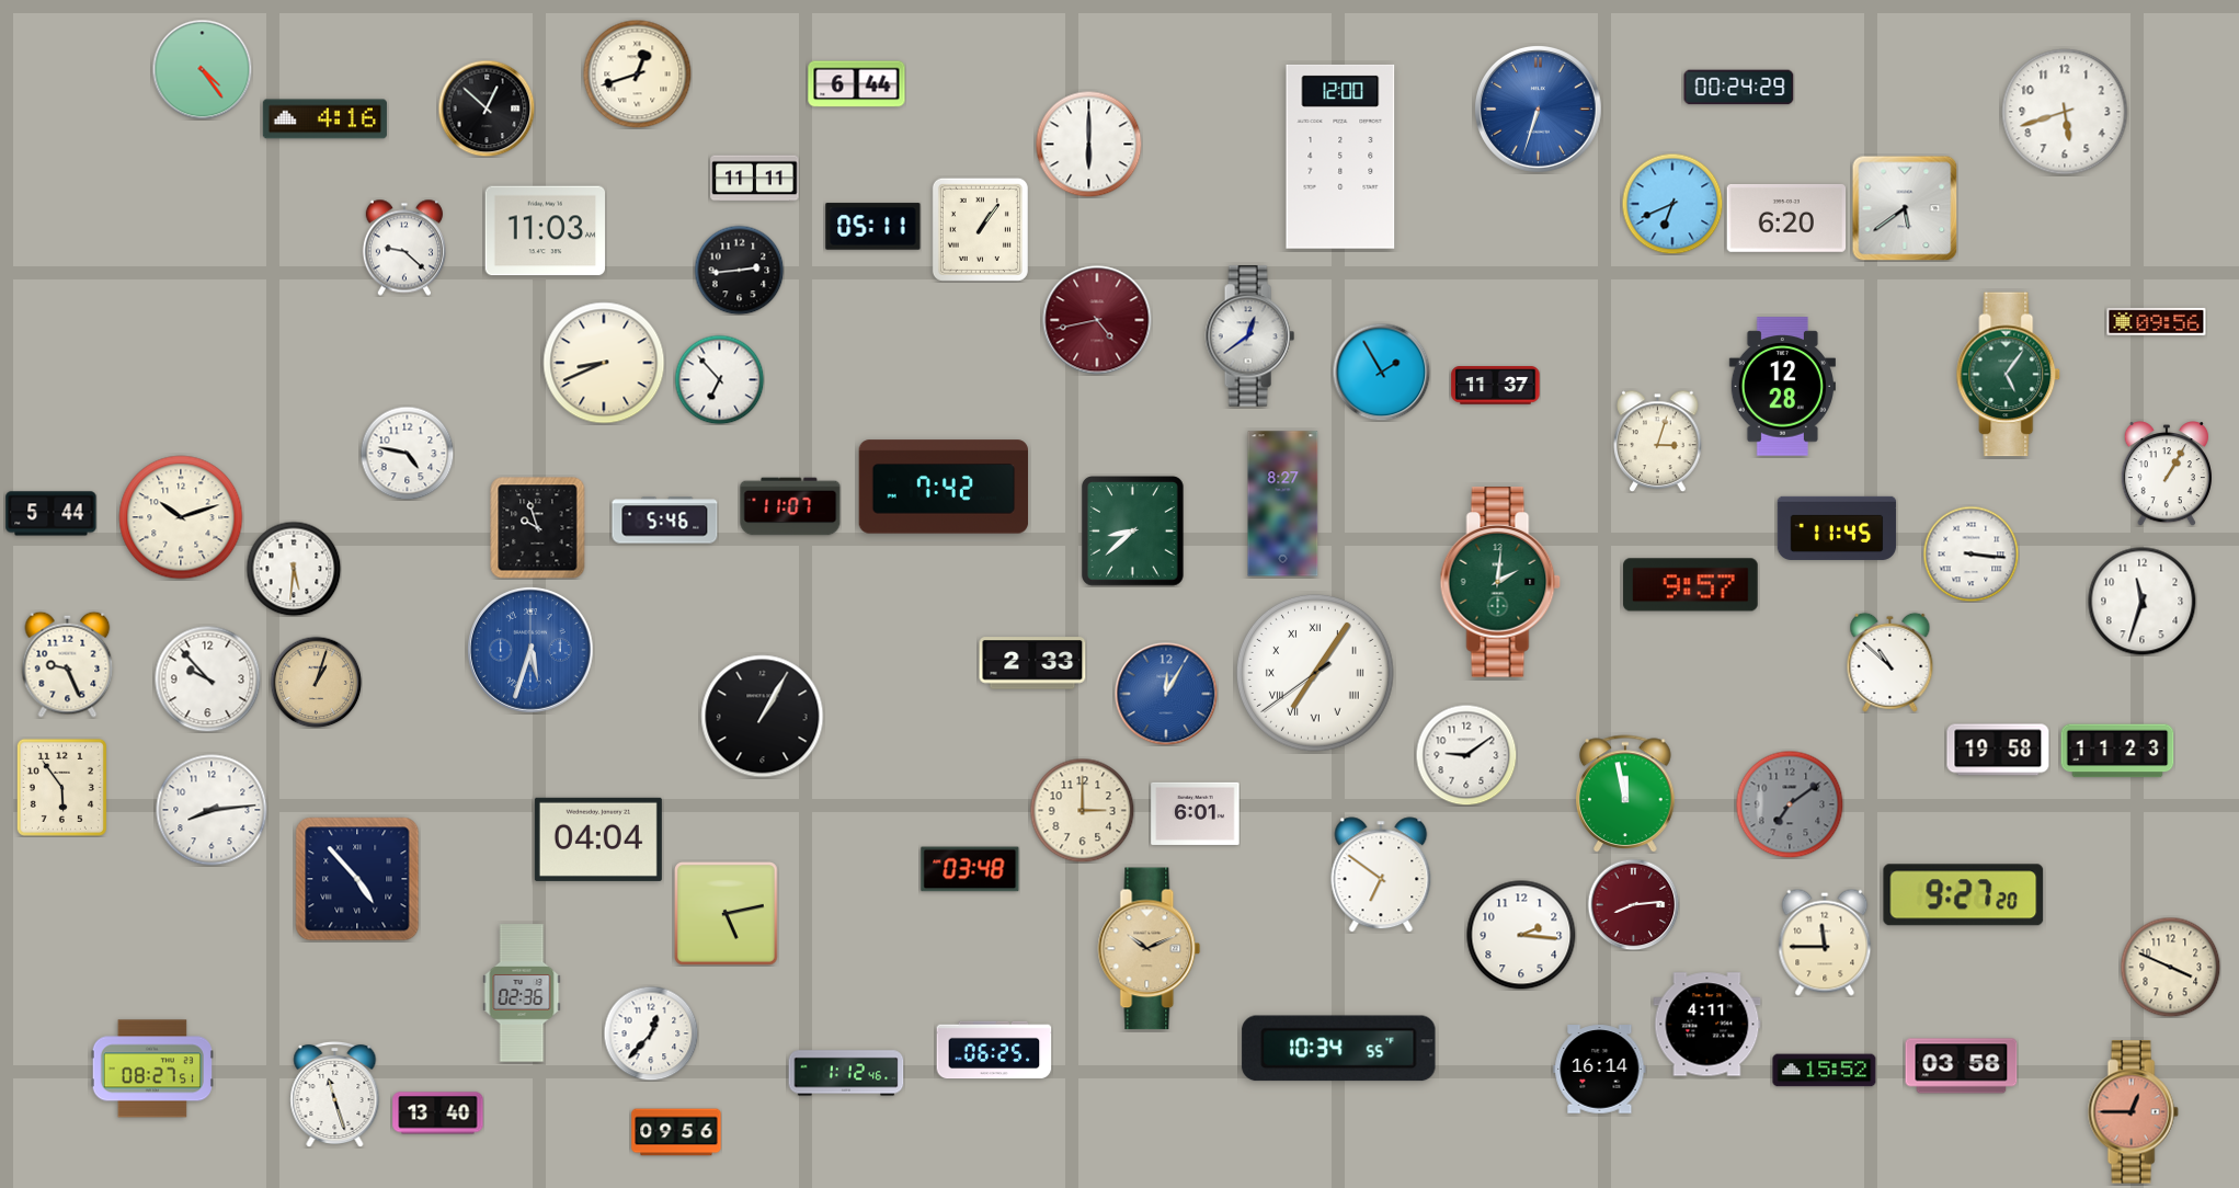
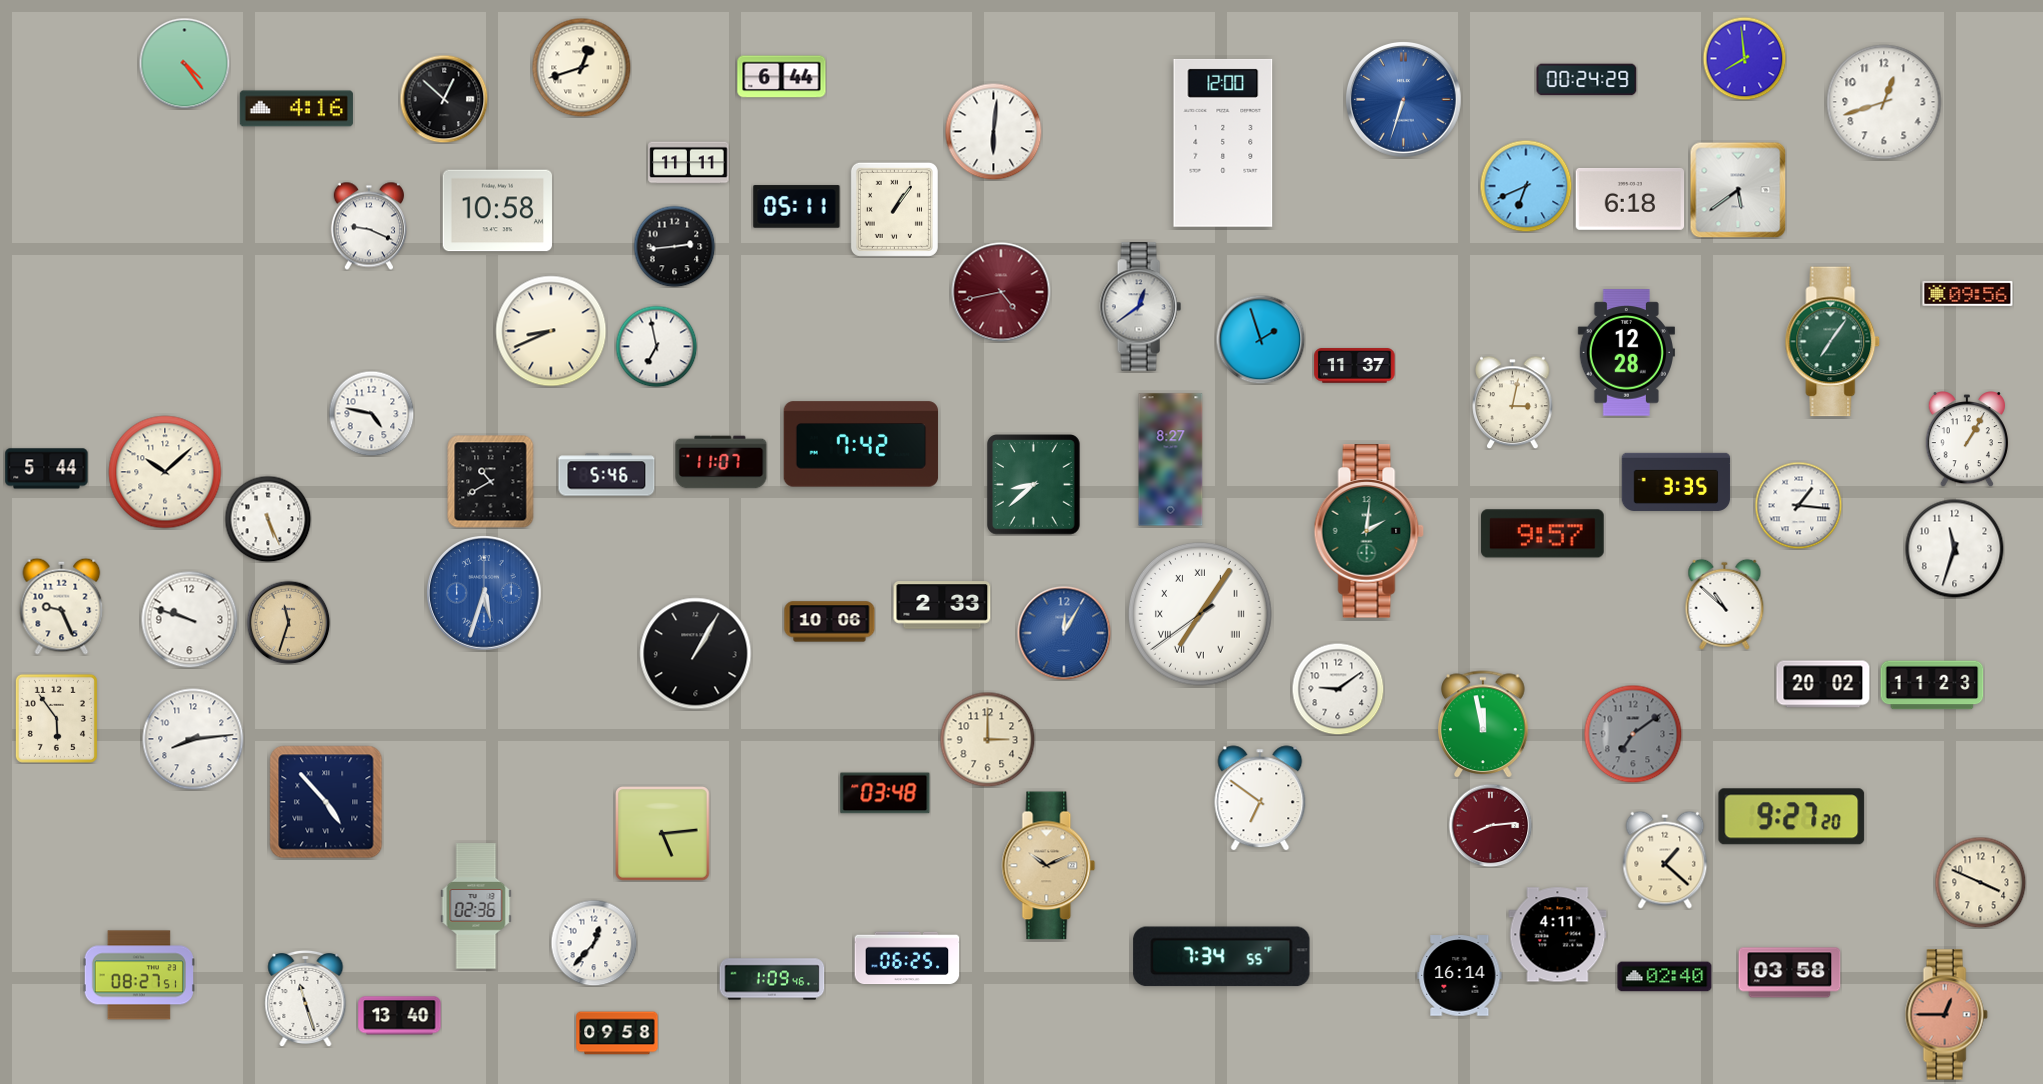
clock at (1744, 58): none -> 7:59
clock at (2065, 112): 5:42 -> 12:42
clock at (1088, 144): 6:00 -> 6:01
clock at (1786, 218): 6:20 -> 6:18
clock at (545, 231): 11:03 -> 10:58
clock at (404, 248): 9:22 -> 9:19
clock at (1381, 372): 1:55 -> 1:57
clock at (2009, 375): 5:06 -> 7:06
clock at (719, 379): 6:53 -> 6:58
clock at (1496, 386) position: (1496, 386) -> (1355, 366)
clock at (1658, 441): 3:03 -> 3:02
clock at (2167, 473) position: (2167, 473) -> (1967, 439)
clock at (181, 517): 10:12 -> 10:08
clock at (538, 528): 9:57 -> 10:40
clock at (1837, 528): 11:45 -> 3:35
clock at (1970, 553): 3:16 -> 1:16
clock at (294, 569): 5:31 -> 5:26
clock at (207, 678): 9:53 -> 9:48
clock at (316, 682): 1:03 -> 11:33
clock at (830, 622): none -> 10:06
clock at (1998, 750): 19:58 -> 20:02
clock at (1196, 813): 6:01 -> none
clock at (598, 839): 04:04 -> none
clock at (727, 914): 5:13 -> 5:14
clock at (1521, 935): 2:16 -> none
clock at (1825, 943): 11:45 -> 1:22
clock at (1339, 1049): 10:34 -> 7:34
clock at (1825, 1071): 15:52 -> 02:40
clock at (846, 1073): 1:12 -> 1:09
clock at (676, 1132): 09:56 -> 09:58
